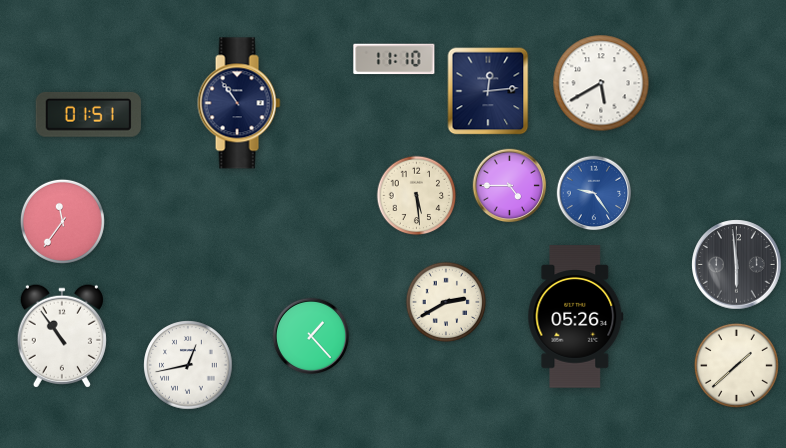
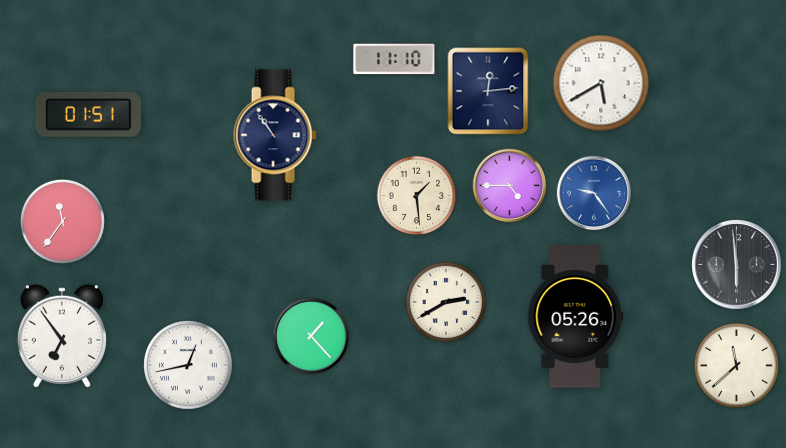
clock at (239, 103) position: (239, 103) -> (275, 135)
clock at (417, 196): 5:29 -> 1:29
clock at (62, 336): 10:54 -> 6:54
clock at (736, 365): 1:38 -> 11:38
